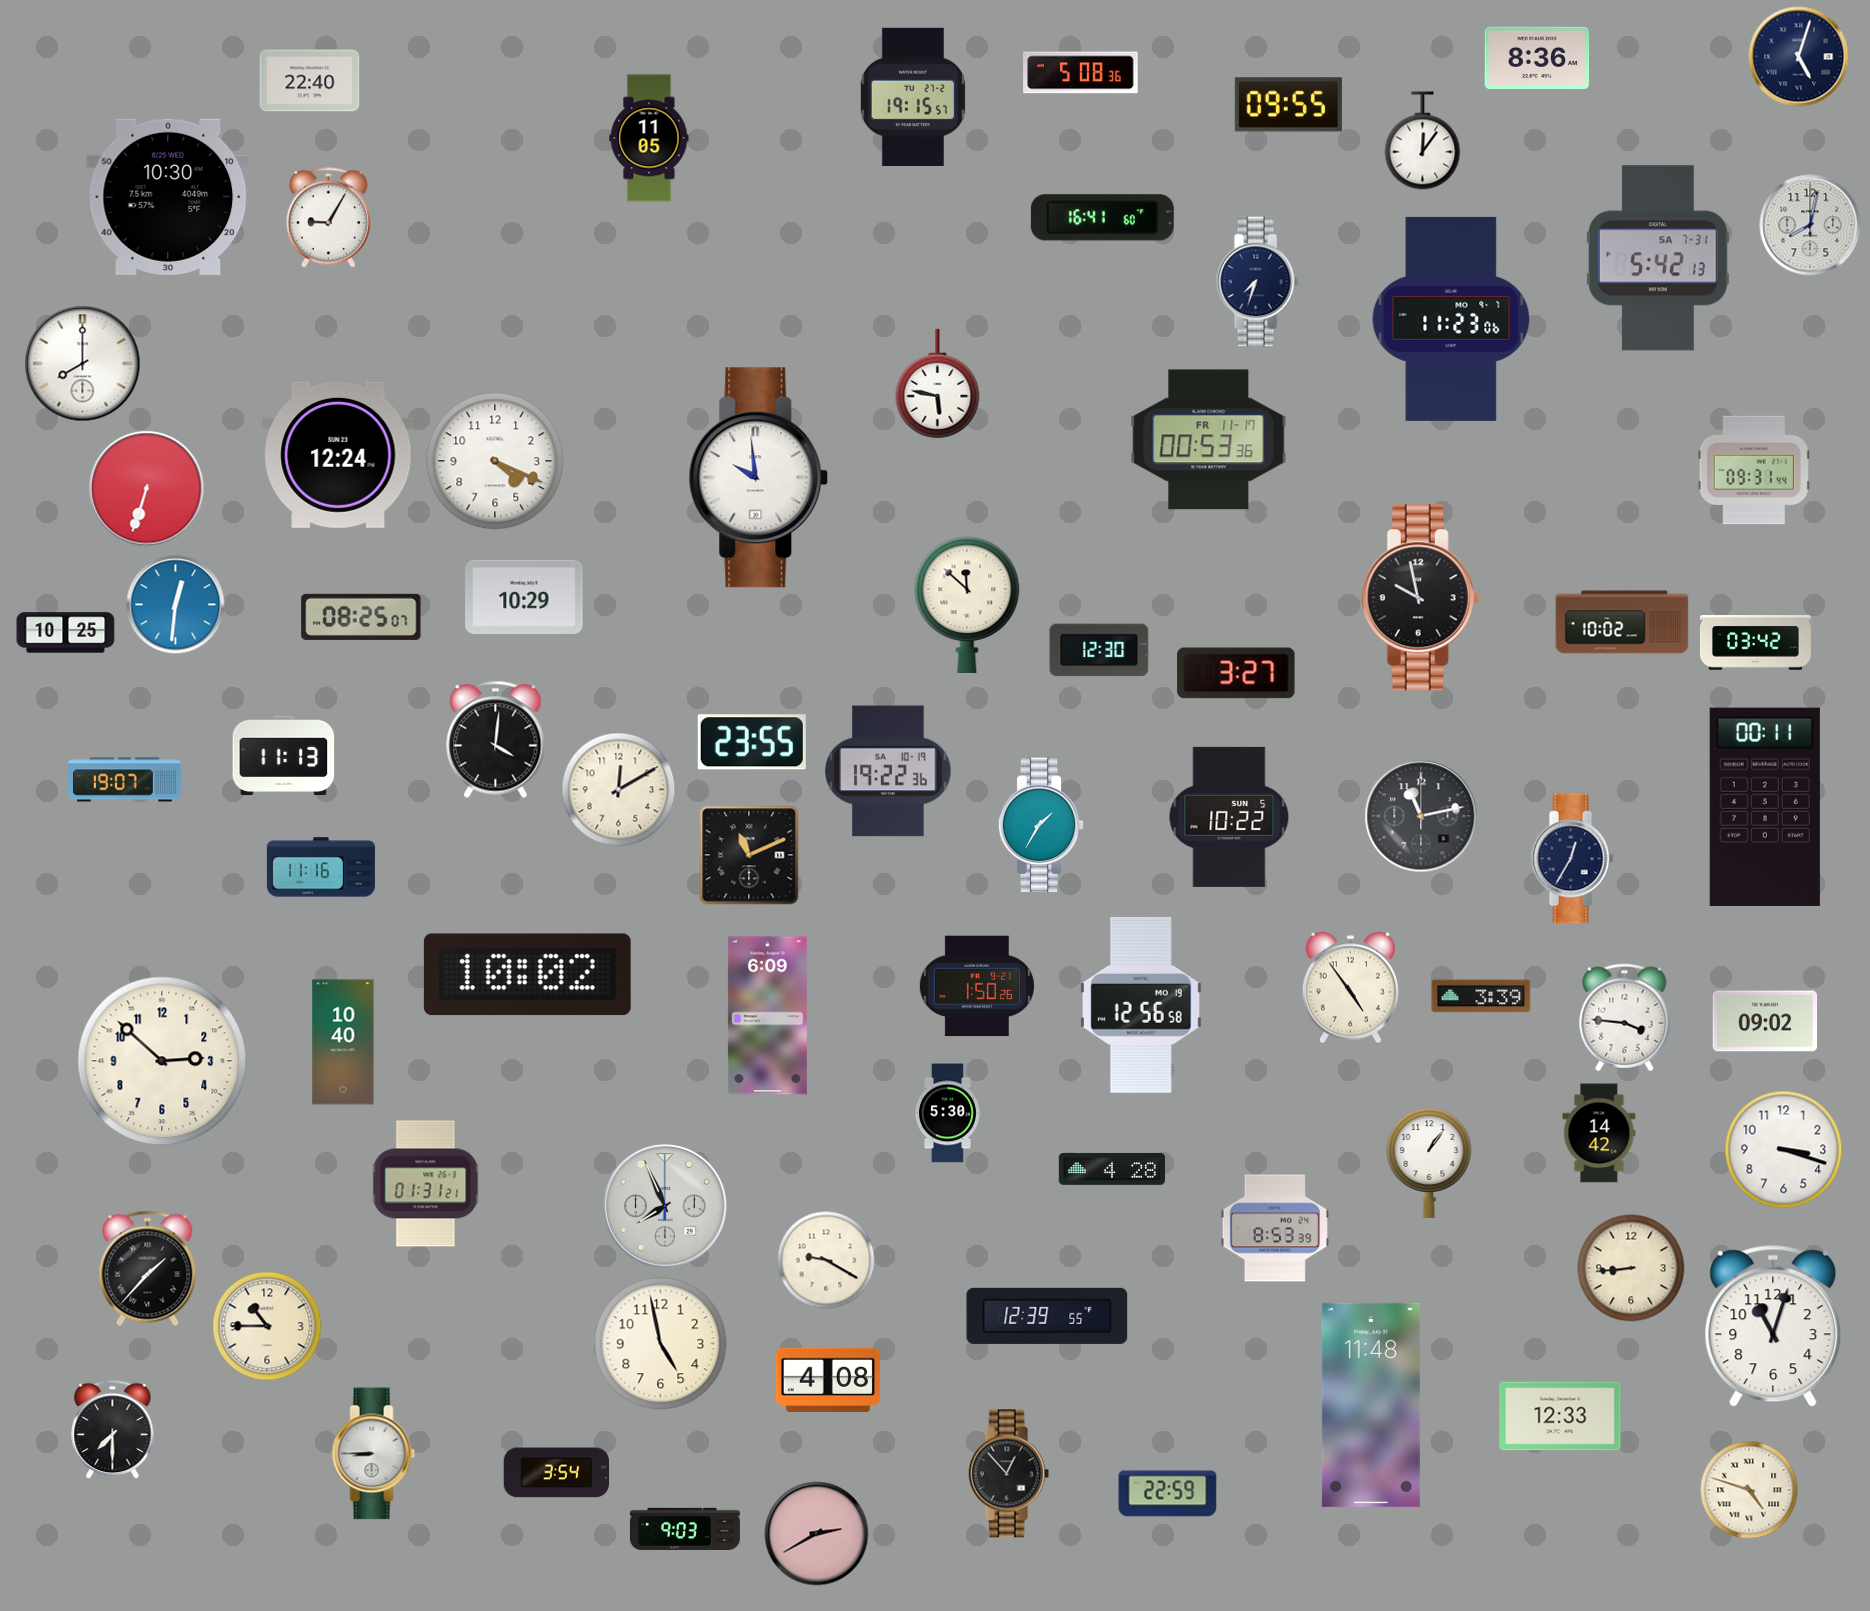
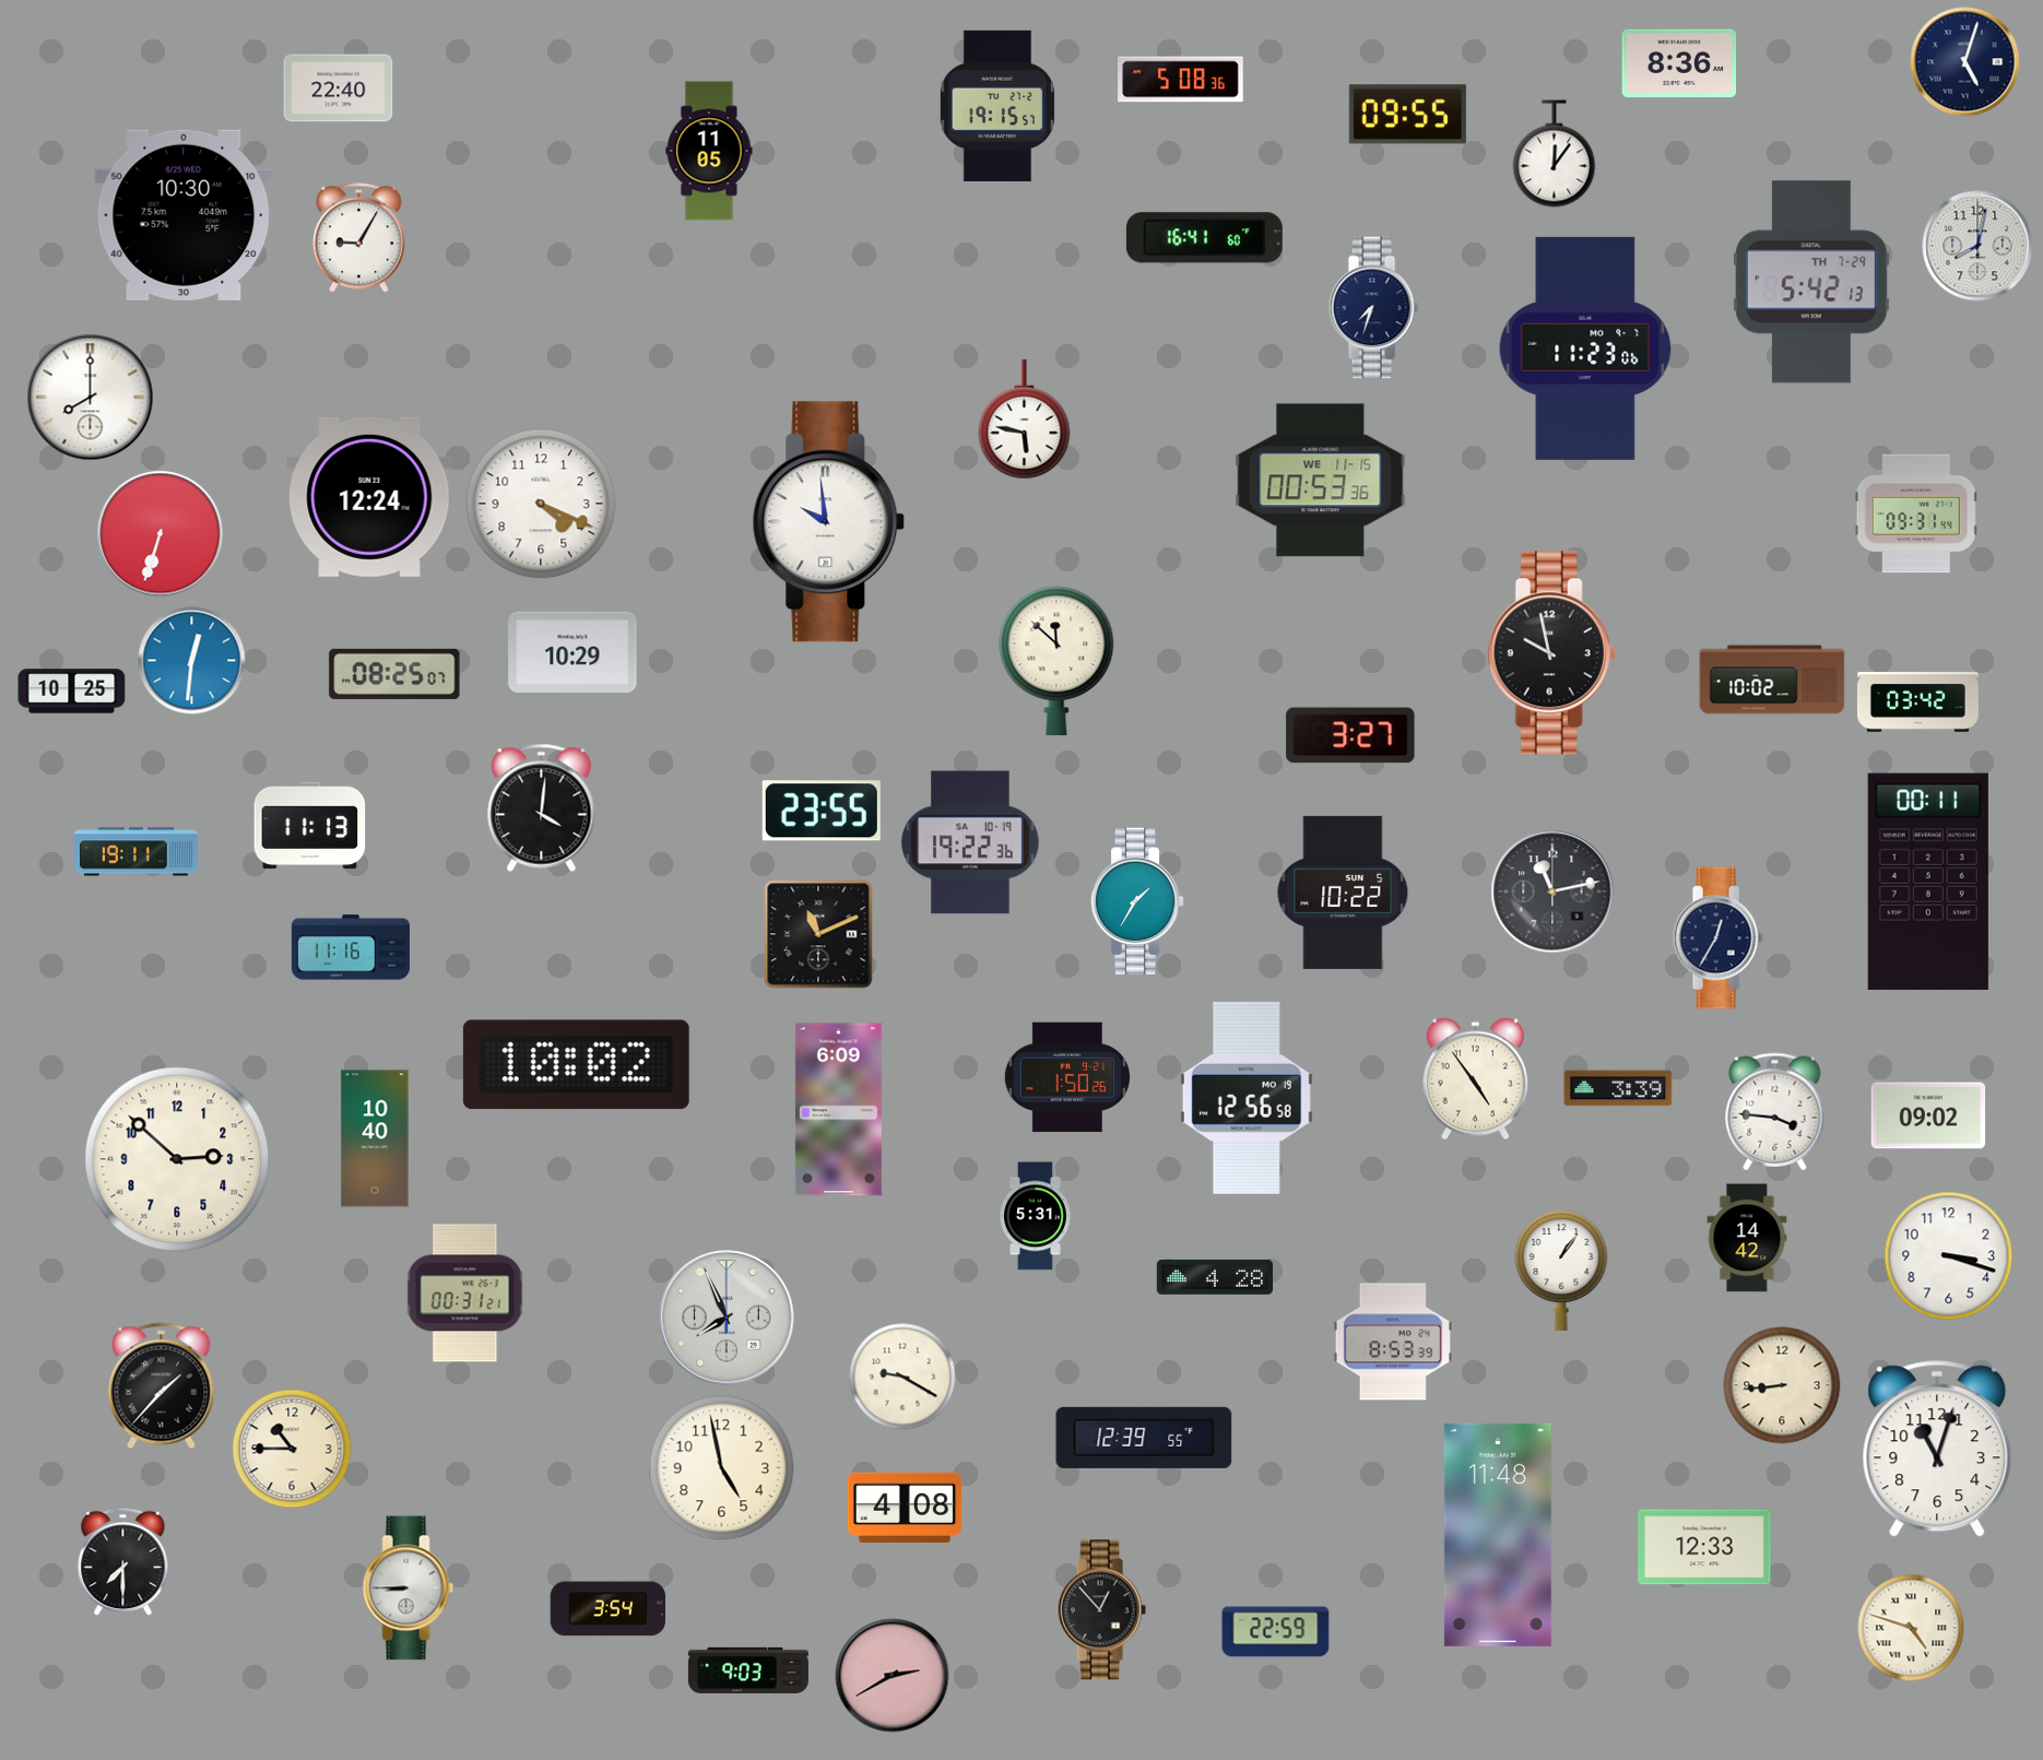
clock at (1658, 258) date: SA 7-31 -> TH 7-29
clock at (1209, 440) date: FR 11-17 -> WE 11-15
clock at (1099, 650): 12:30 -> none
clock at (125, 780): 19:07 -> 19:11
clock at (619, 790): 12:10 -> none
clock at (948, 1113): 5:30 -> 5:31
clock at (426, 1184): 01:31 -> 00:31
